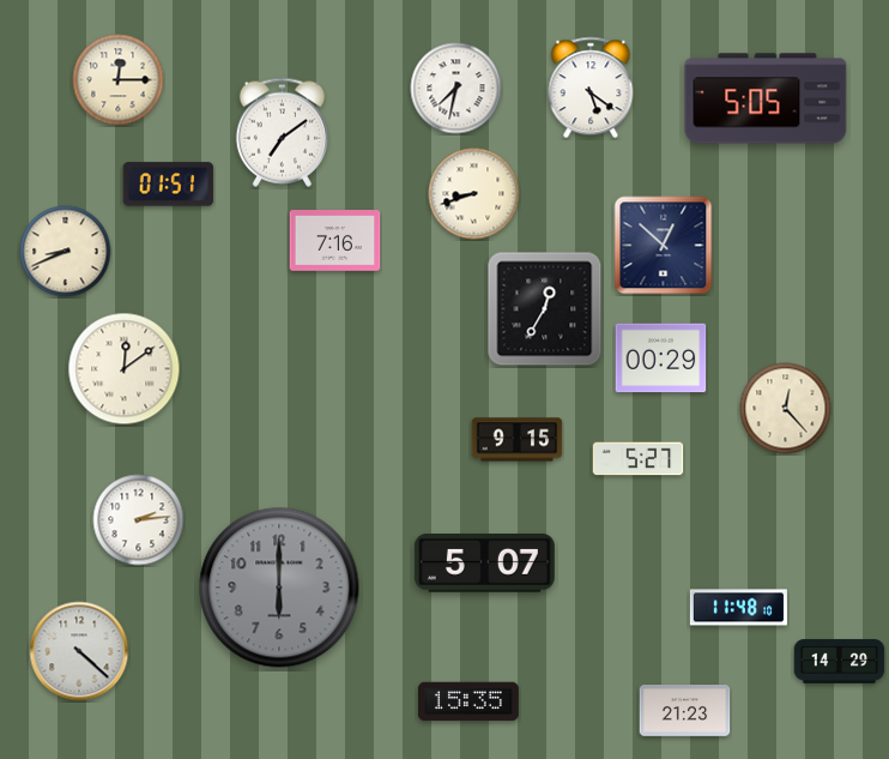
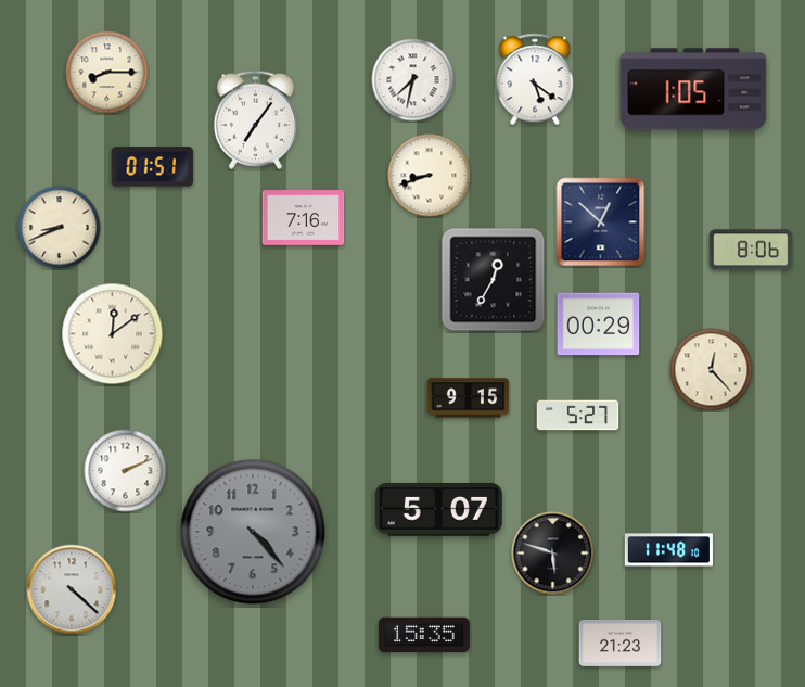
clock at (119, 80): 12:15 -> 8:15
clock at (766, 98): 5:05 -> 1:05
clock at (282, 132): 7:09 -> 7:06
clock at (751, 250): none -> 8:06
clock at (139, 520): 2:14 -> 2:11
clock at (279, 588): 6:00 -> 4:23
clock at (553, 554): none -> 5:48
clock at (840, 662): 14:29 -> none
